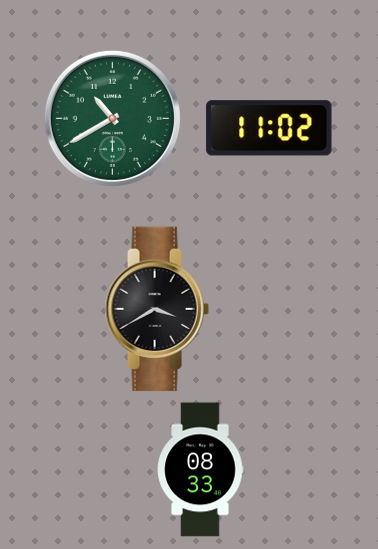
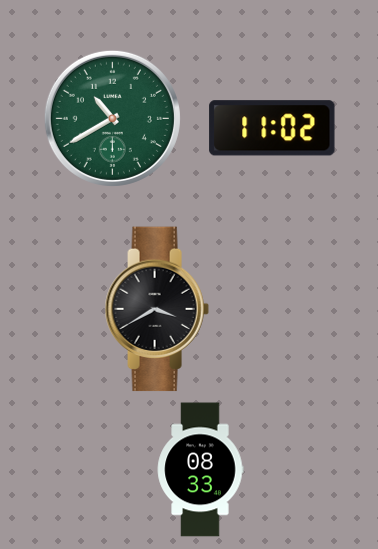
clock at (269, 128) position: (269, 128) -> (272, 128)
